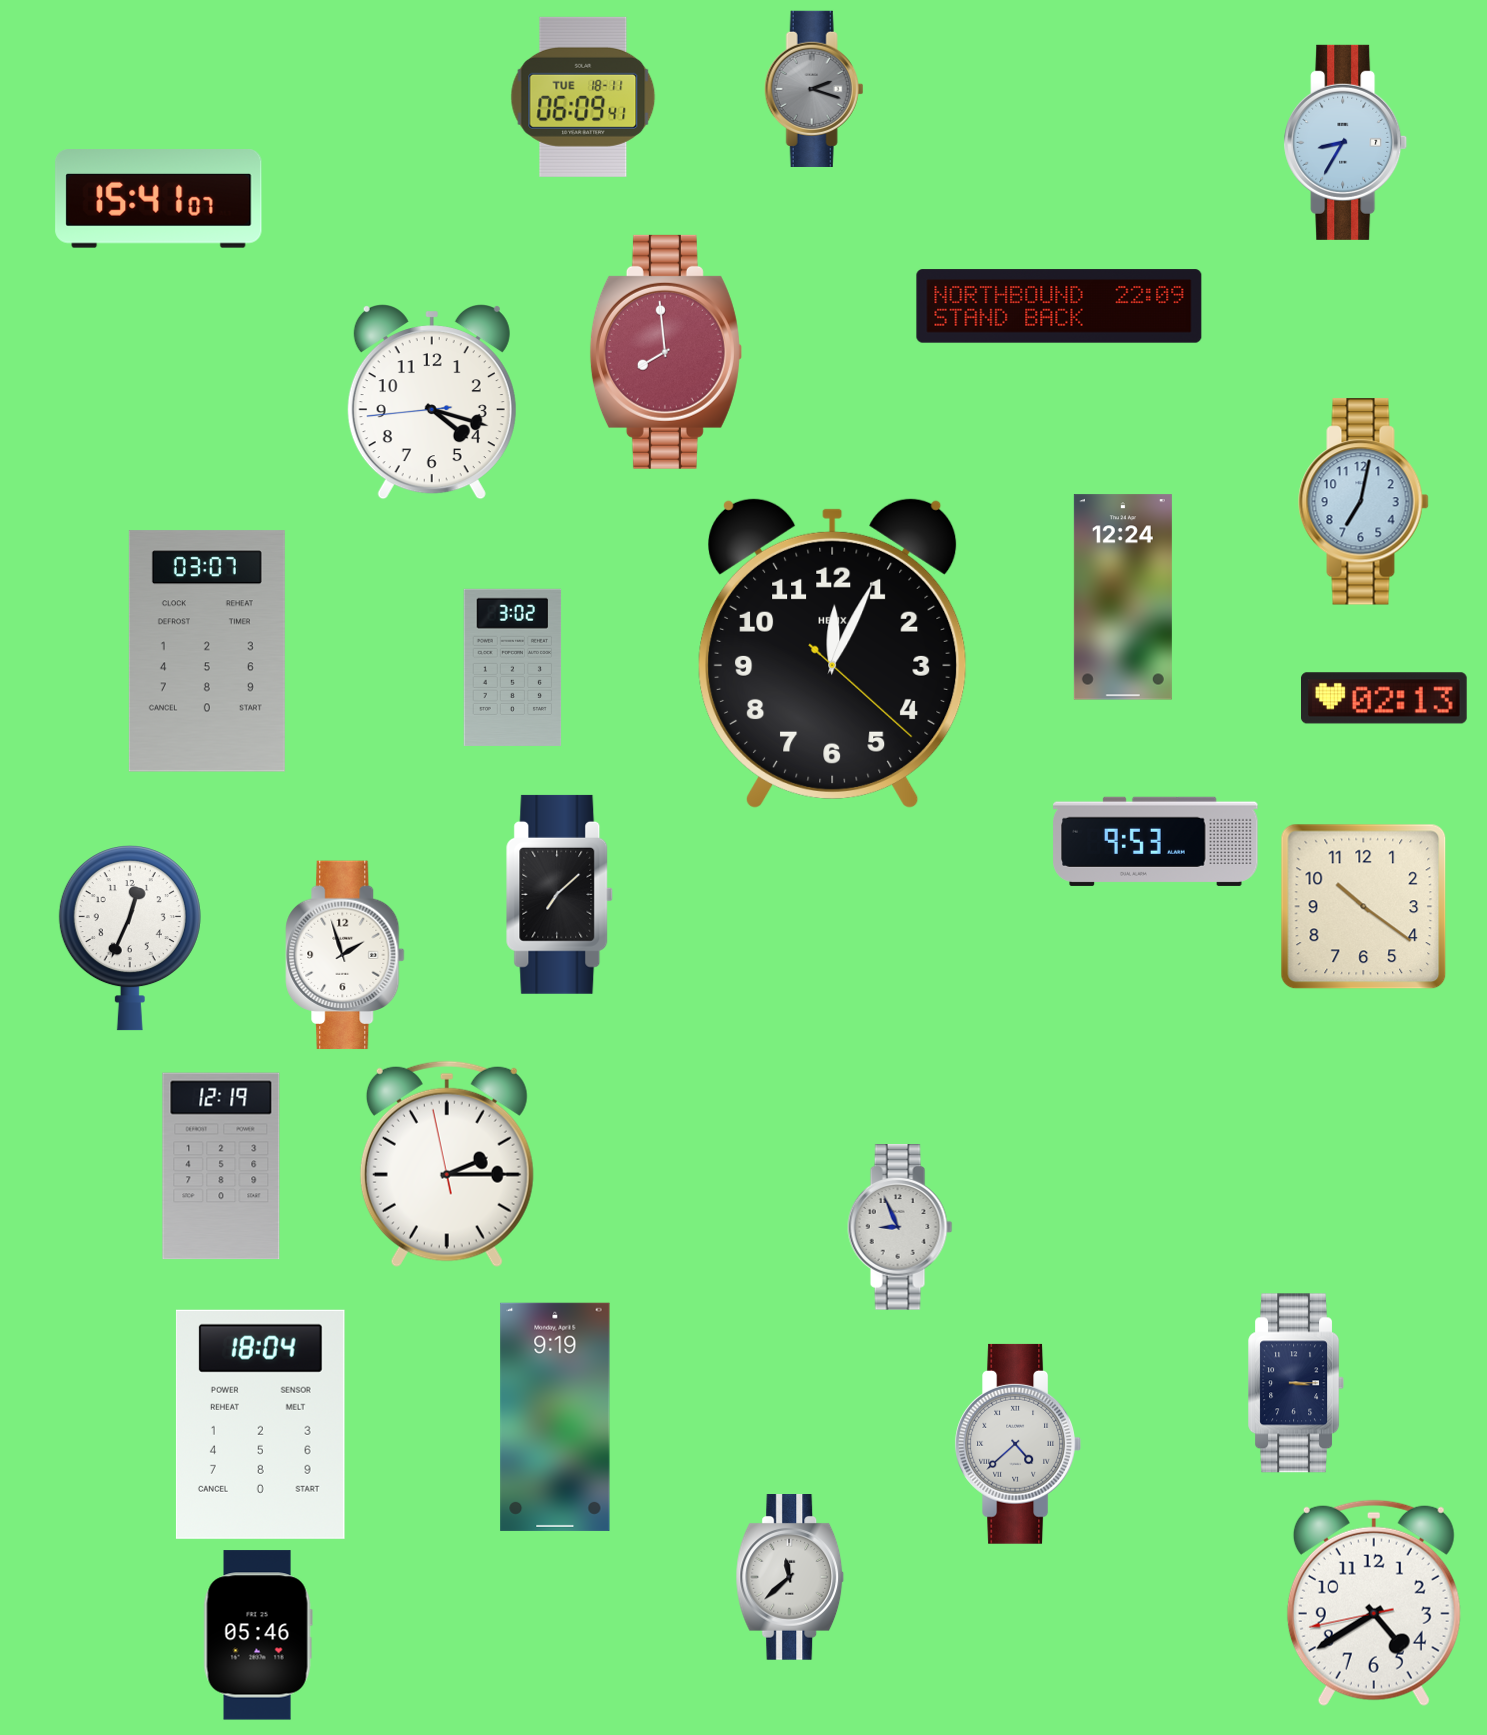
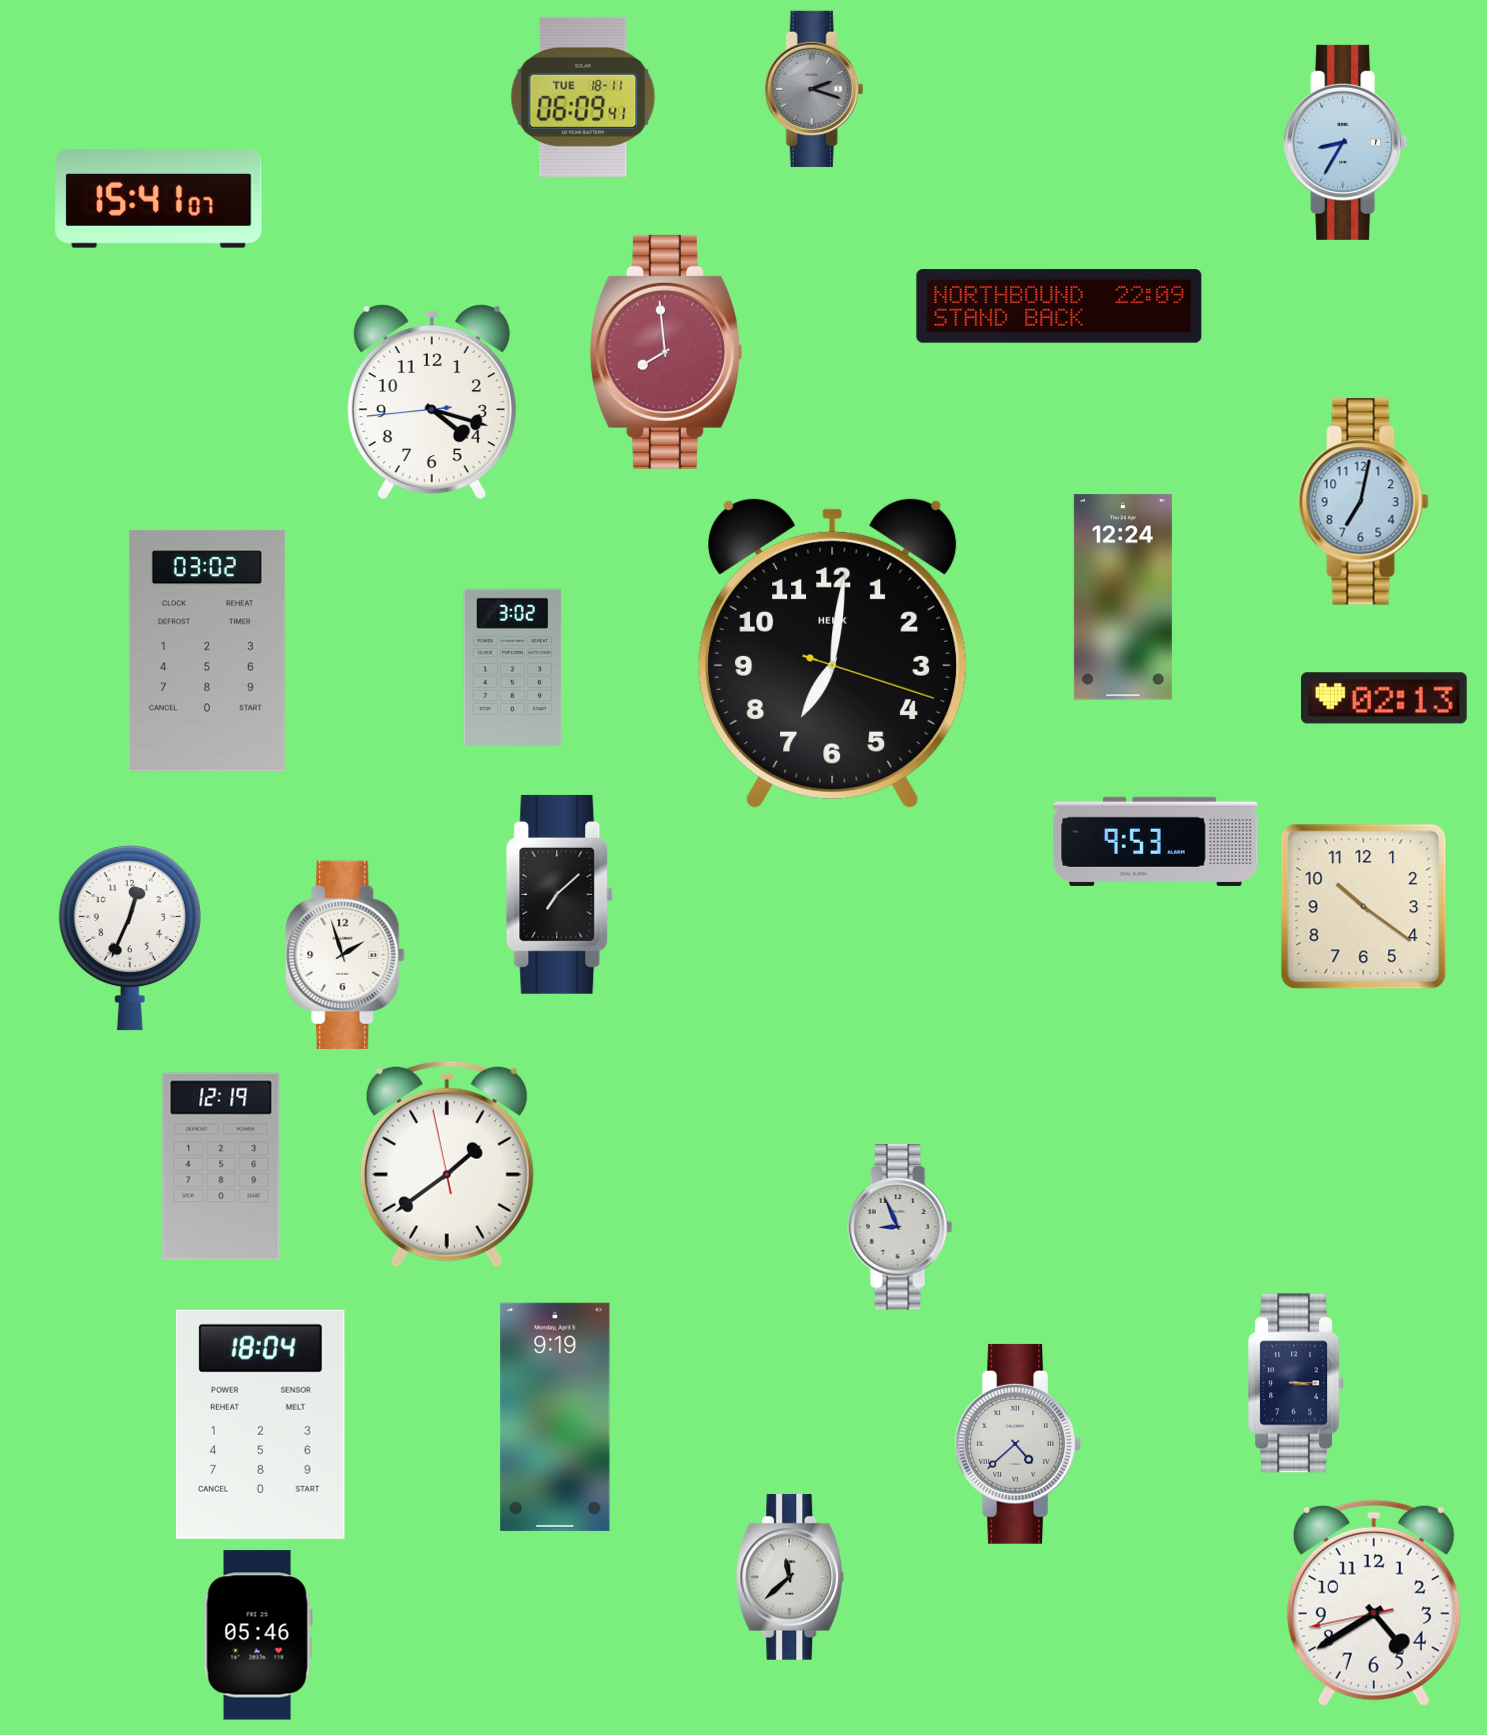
clock at (207, 651): 03:07 -> 03:02
clock at (833, 653): 12:04 -> 7:01
clock at (447, 1164): 2:14 -> 1:38
